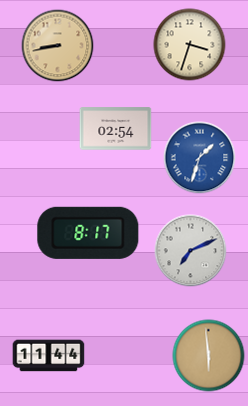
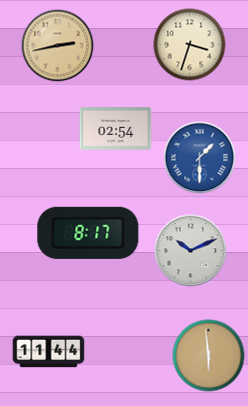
clock at (58, 46): 8:43 -> 2:43
clock at (200, 158): 1:33 -> 1:30
clock at (191, 251): 7:11 -> 10:11
clock at (49, 356) position: (49, 356) -> (49, 352)
